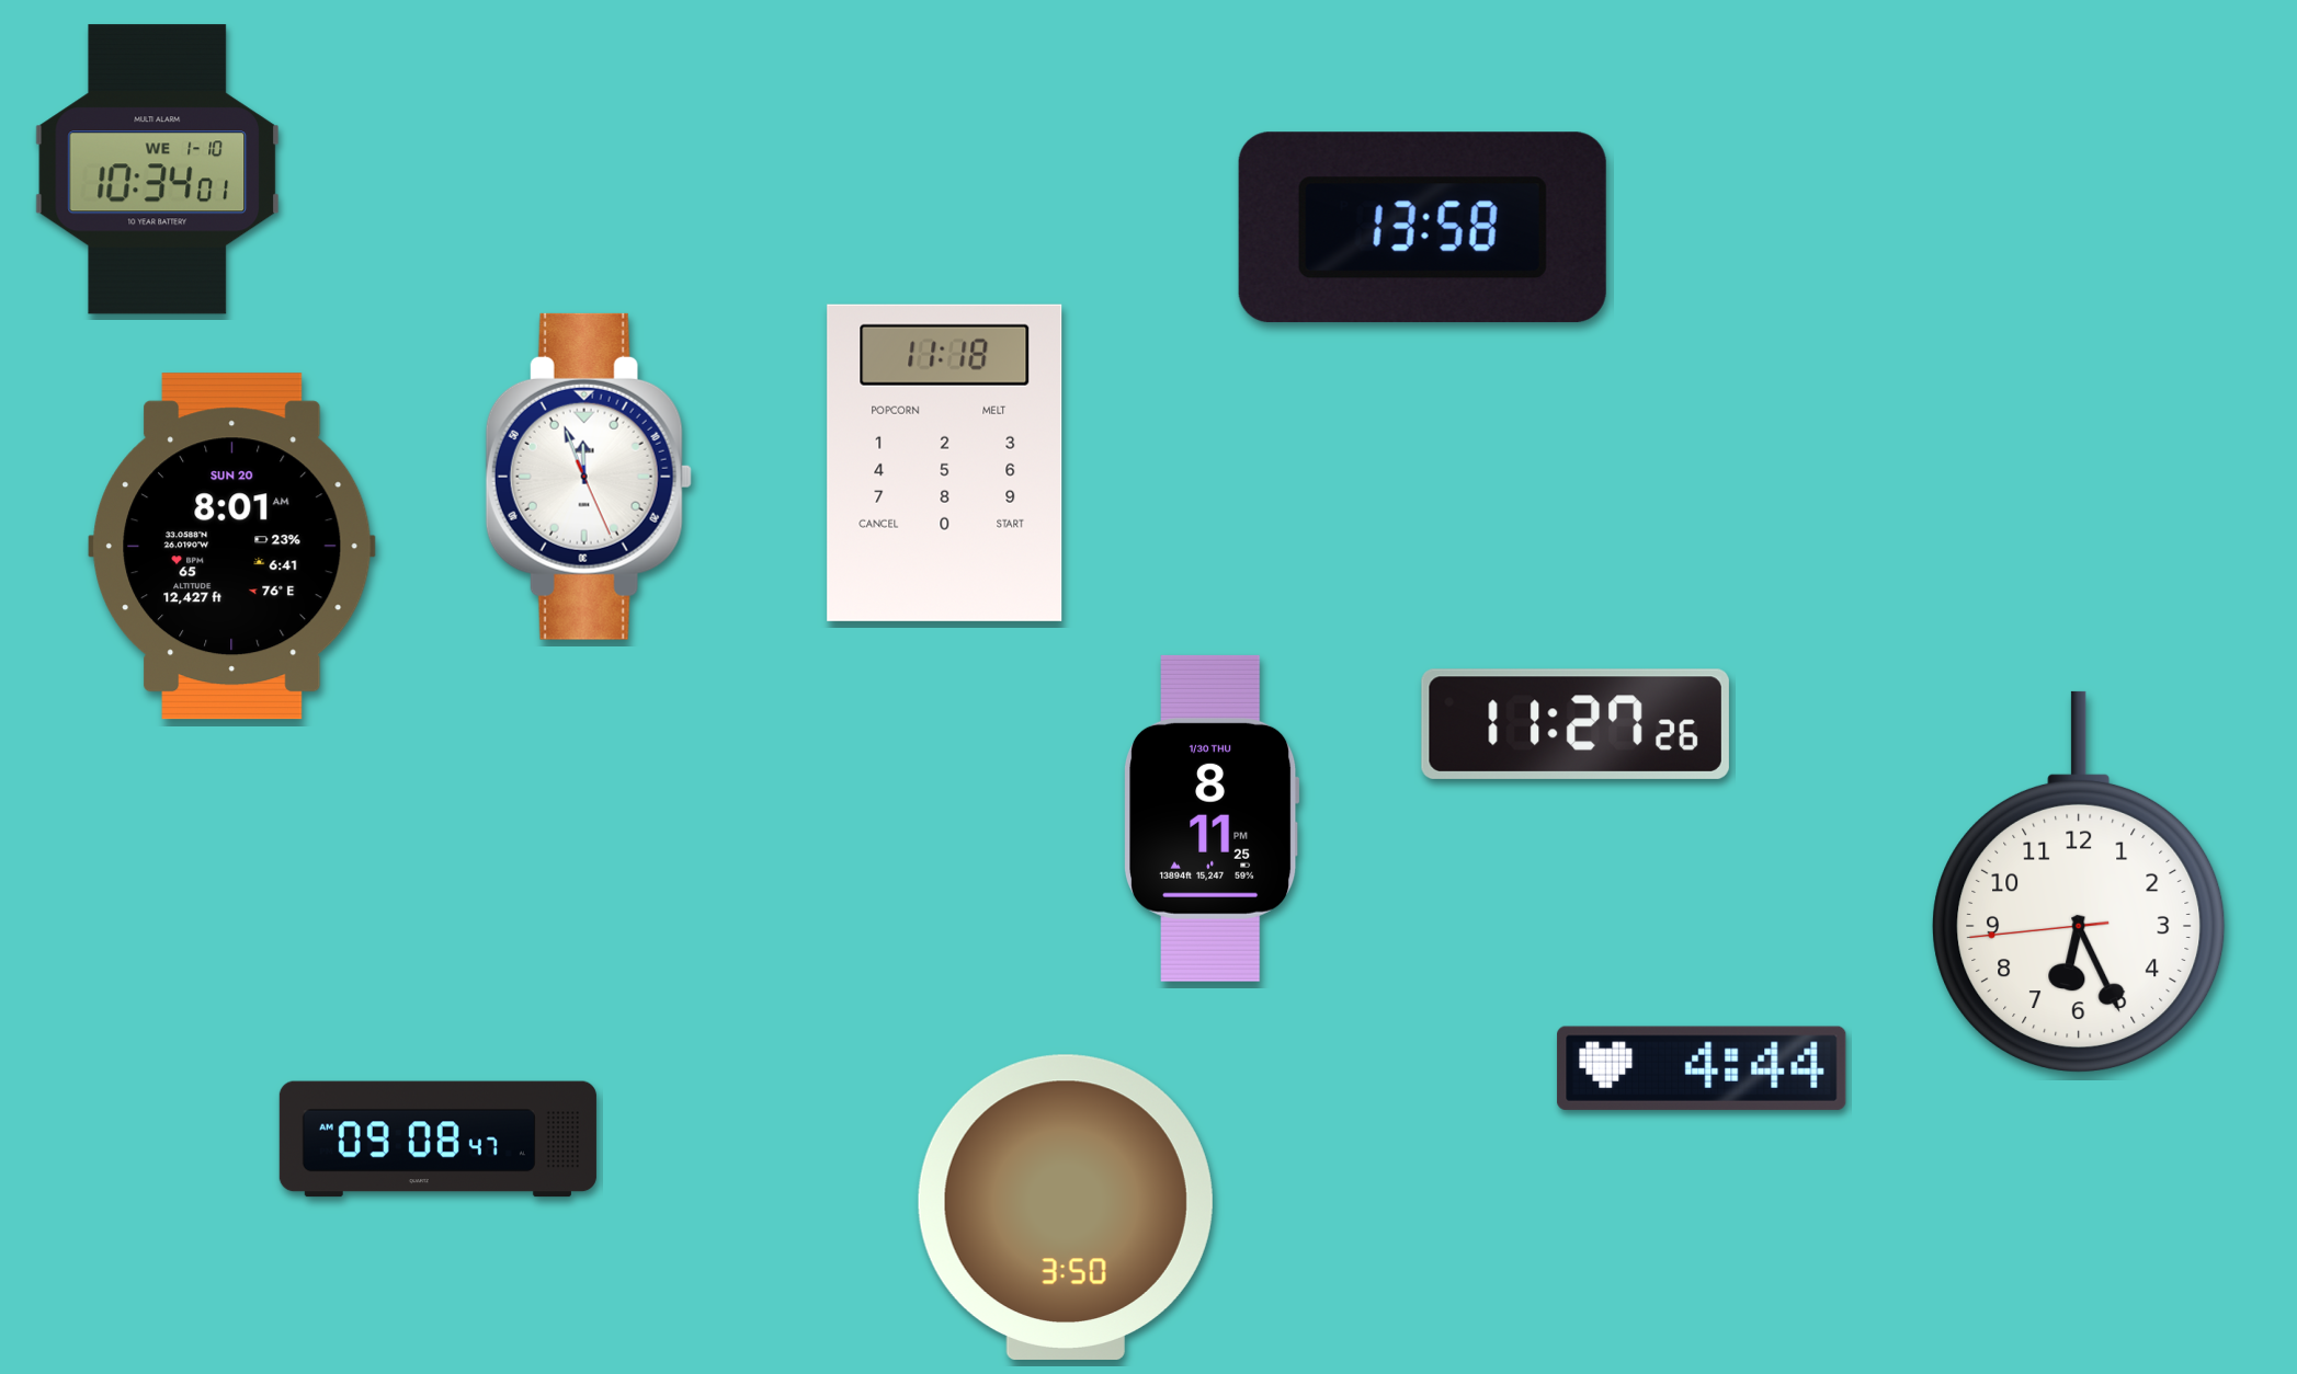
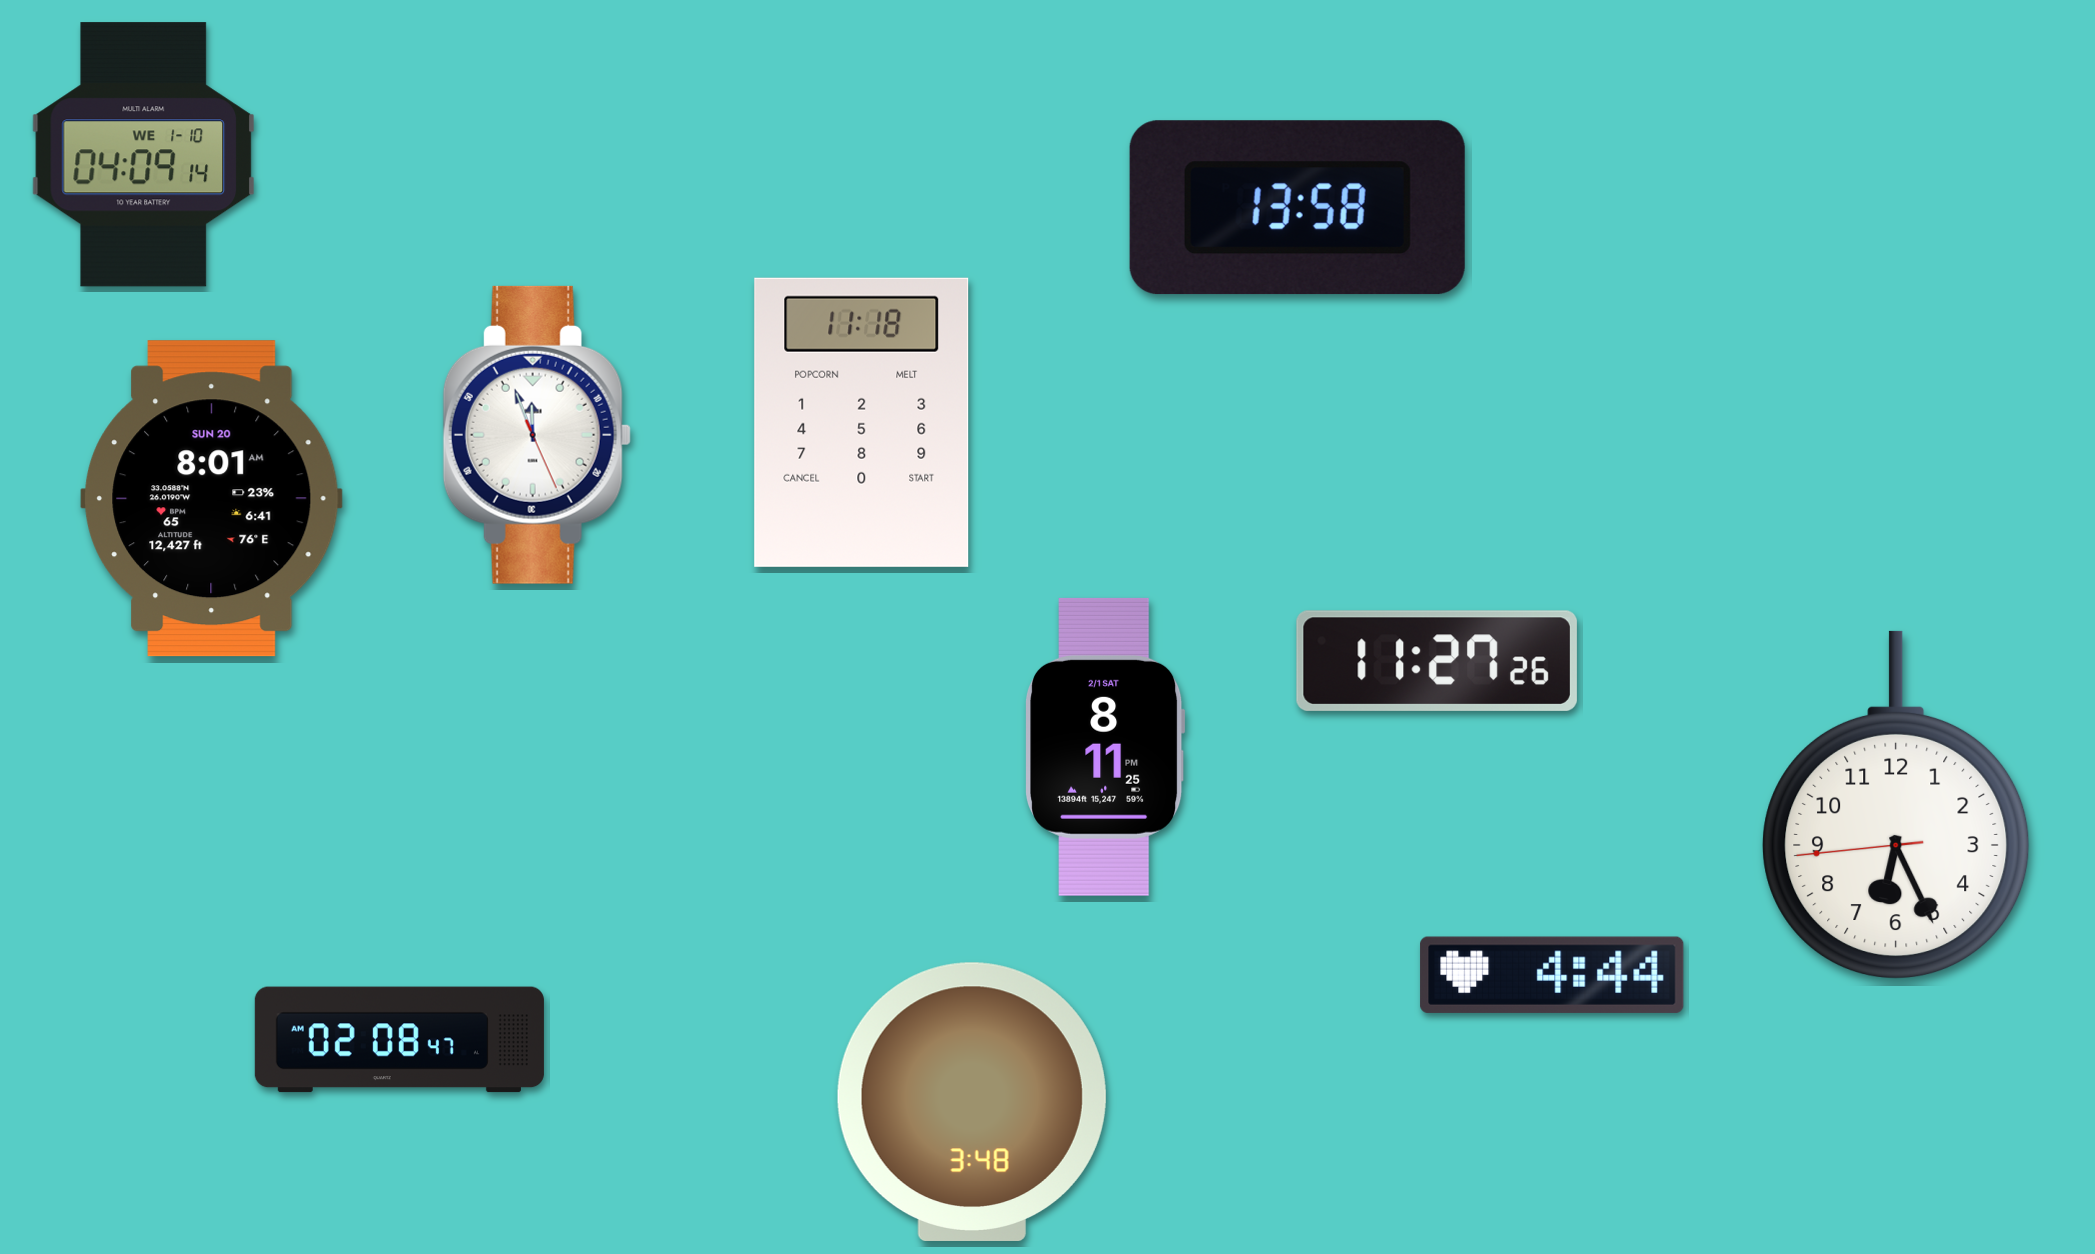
clock at (157, 170): 10:34 -> 04:09
clock at (1213, 818) date: 1/30 THU -> 2/1 SAT
clock at (437, 1140): 09:08 -> 02:08
clock at (1066, 1207): 3:50 -> 3:48
